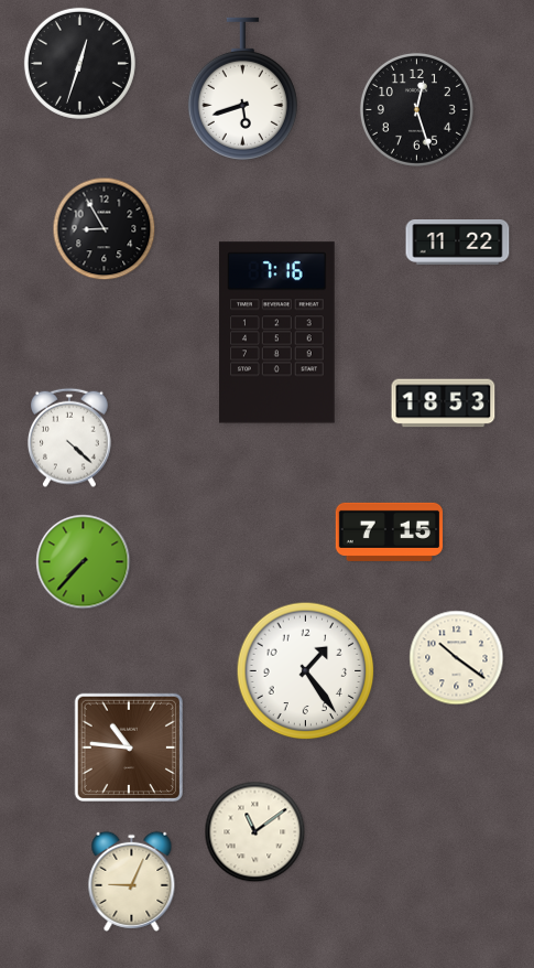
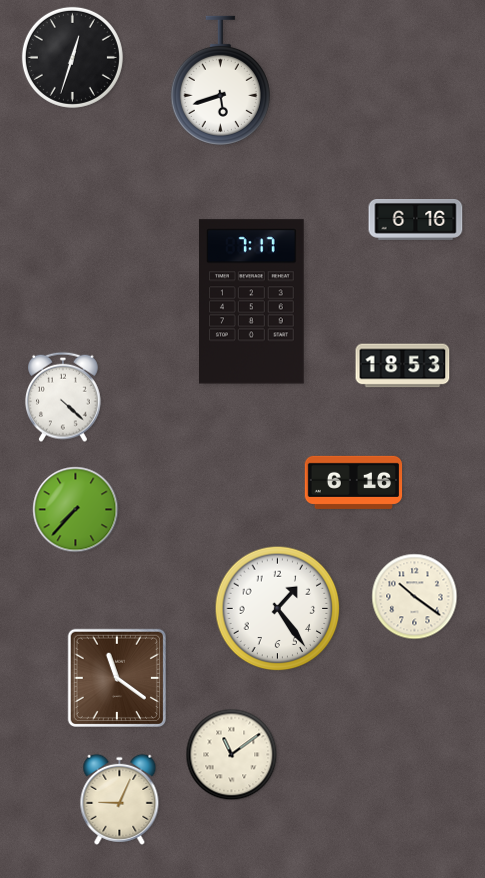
clock at (416, 109): 12:27 -> none
clock at (105, 229): 8:55 -> none
clock at (458, 243): 11:22 -> 6:16
clock at (277, 333): 7:16 -> 7:17
clock at (390, 531): 7:15 -> 6:16
clock at (129, 747): 10:46 -> 11:21
